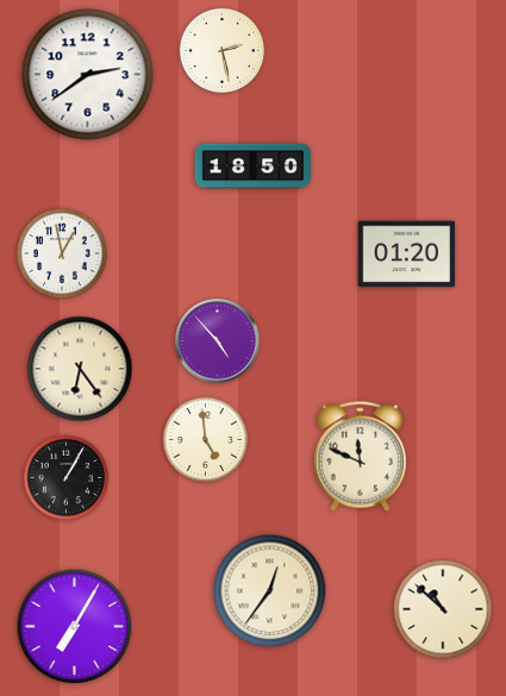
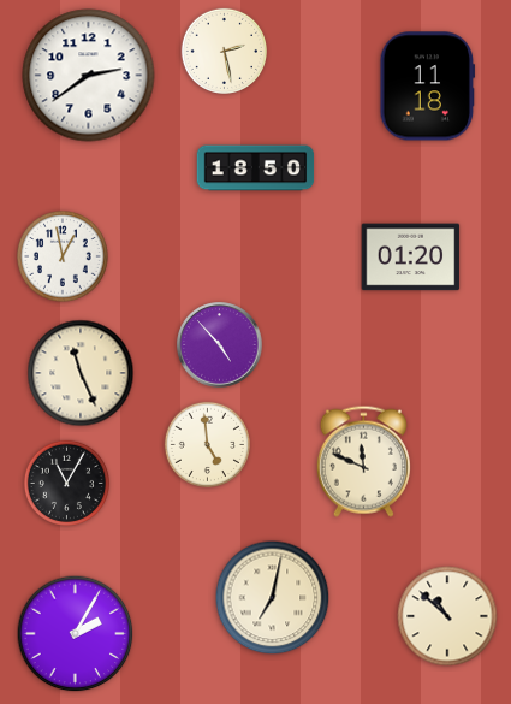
clock at (428, 87): none -> 11:18
clock at (80, 369): 6:24 -> 11:26
clock at (65, 477): 1:05 -> 11:05
clock at (270, 591): 12:36 -> 7:02
clock at (75, 627): 7:05 -> 2:05
